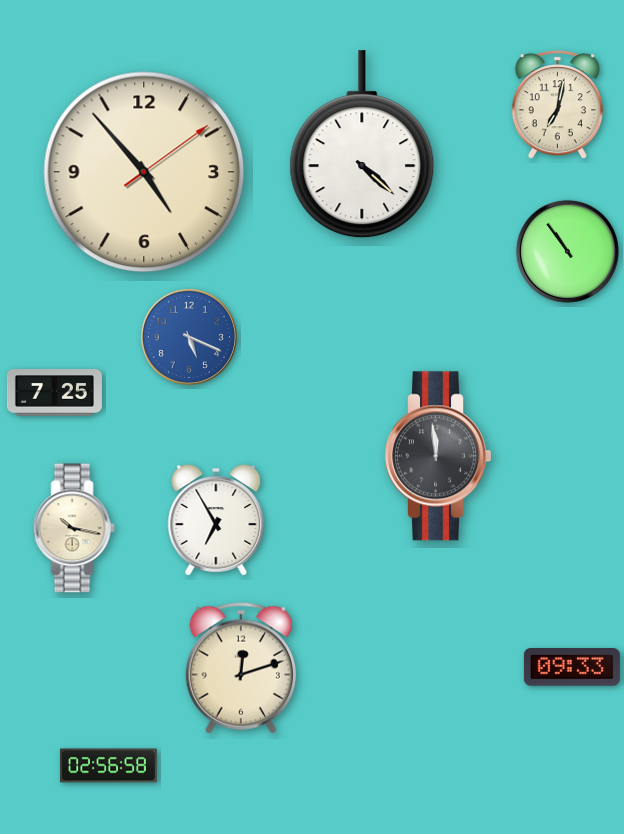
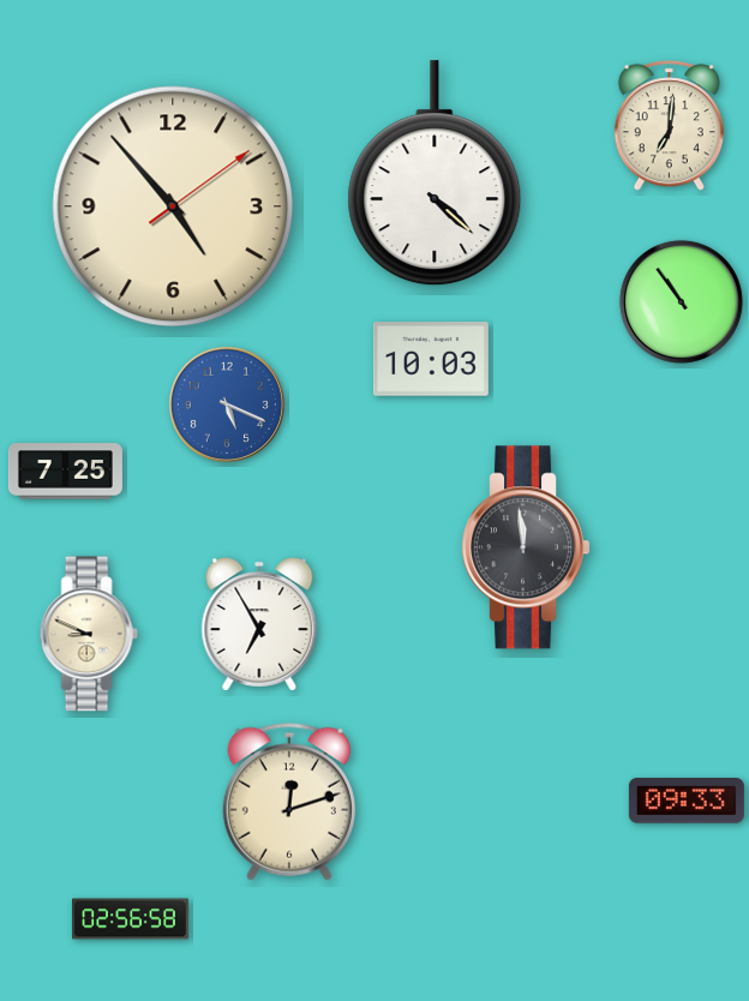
clock at (557, 105): 7:02 -> 7:01
clock at (431, 359): none -> 10:03
clock at (74, 528): 10:17 -> 8:49
